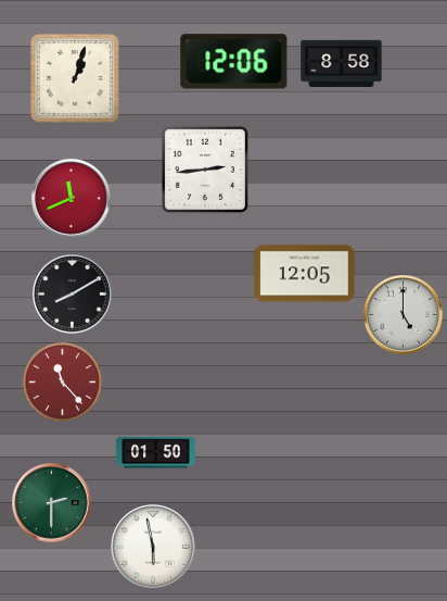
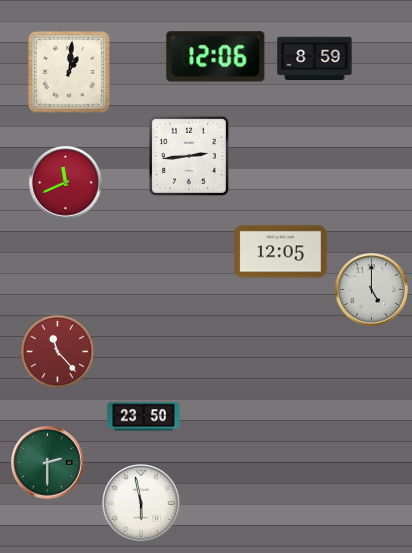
clock at (342, 64): 8:58 -> 8:59
clock at (75, 78): 1:03 -> 1:01
clock at (73, 295): 8:10 -> none
clock at (156, 453): 01:50 -> 23:50
